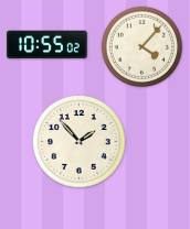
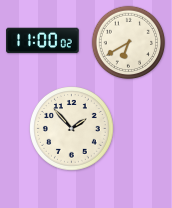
clock at (47, 45): 10:55 -> 11:00
clock at (142, 47): 4:07 -> 6:40
